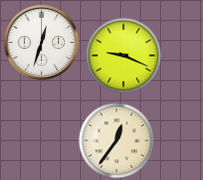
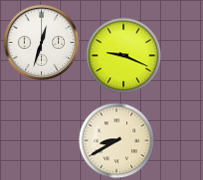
clock at (117, 141): 12:36 -> 8:40
